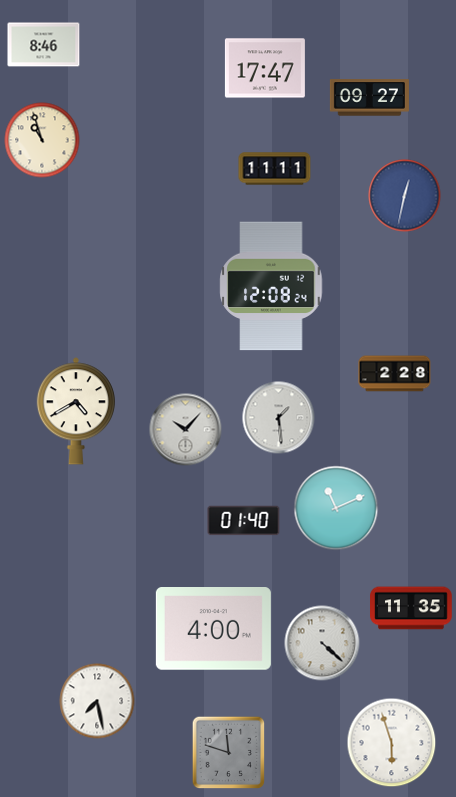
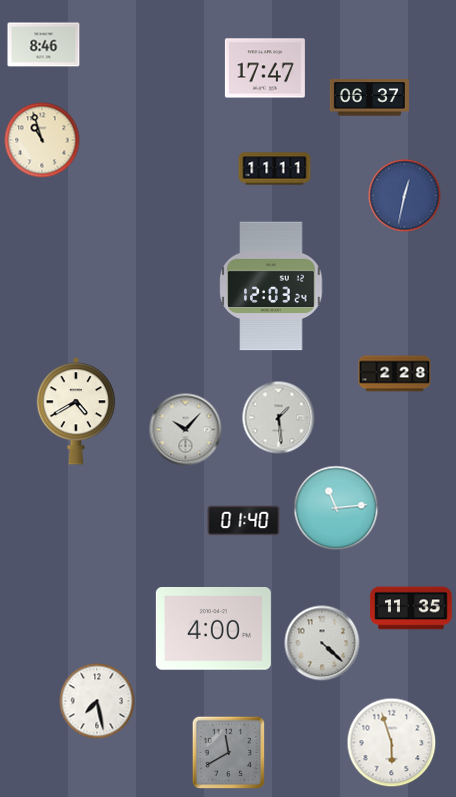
clock at (369, 98): 09:27 -> 06:37
clock at (271, 286): 12:08 -> 12:03
clock at (336, 508): 11:11 -> 11:14
clock at (229, 753): 11:48 -> 11:40
